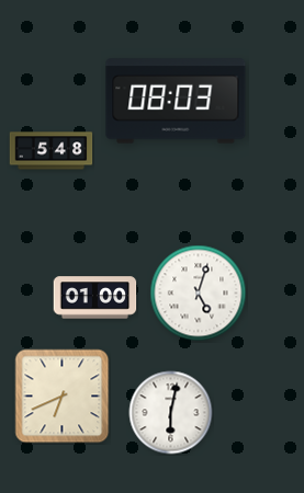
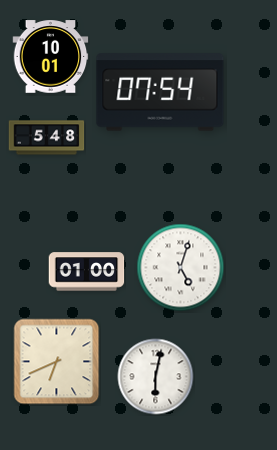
clock at (51, 57): none -> 10:01
clock at (176, 101): 08:03 -> 07:54
